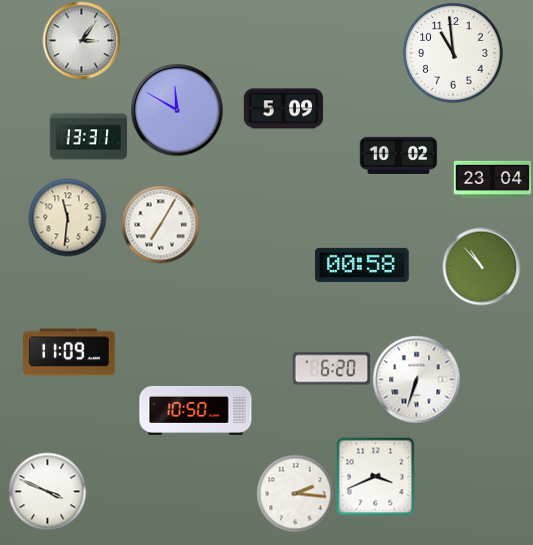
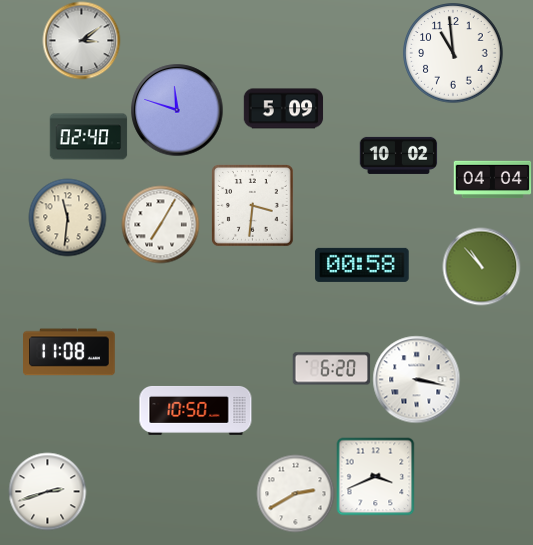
clock at (81, 40): 3:06 -> 3:09
clock at (177, 110): 11:50 -> 11:48
clock at (88, 137): 13:31 -> 02:40
clock at (492, 180): 23:04 -> 04:04
clock at (253, 206): none -> 3:31
clock at (70, 352): 11:09 -> 11:08
clock at (416, 379): 6:33 -> 3:17
clock at (47, 491): 3:49 -> 2:42
clock at (295, 493): 2:16 -> 2:40
